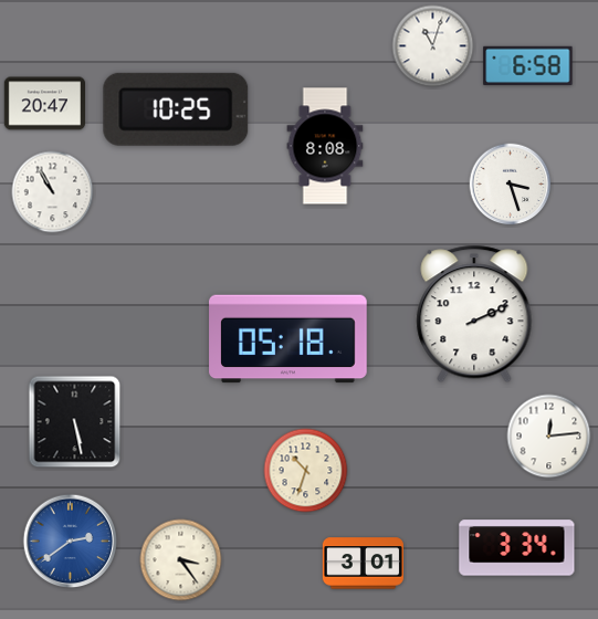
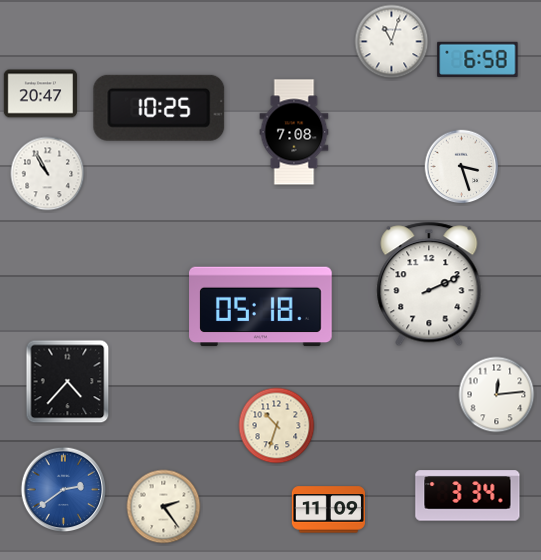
clock at (176, 109) position: (176, 109) -> (159, 108)
clock at (325, 146): 8:08 -> 7:08
clock at (75, 422): 5:28 -> 4:37
clock at (181, 560): 3:24 -> 2:24
clock at (363, 564): 3:01 -> 11:09
